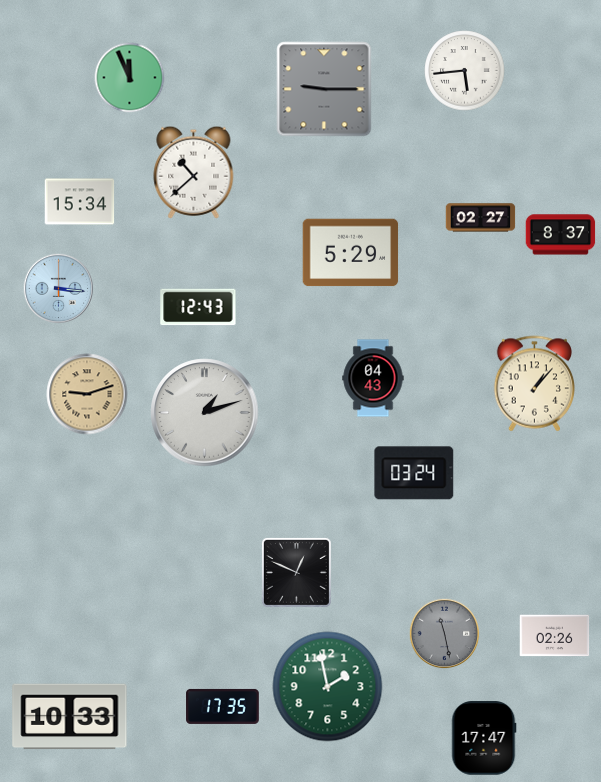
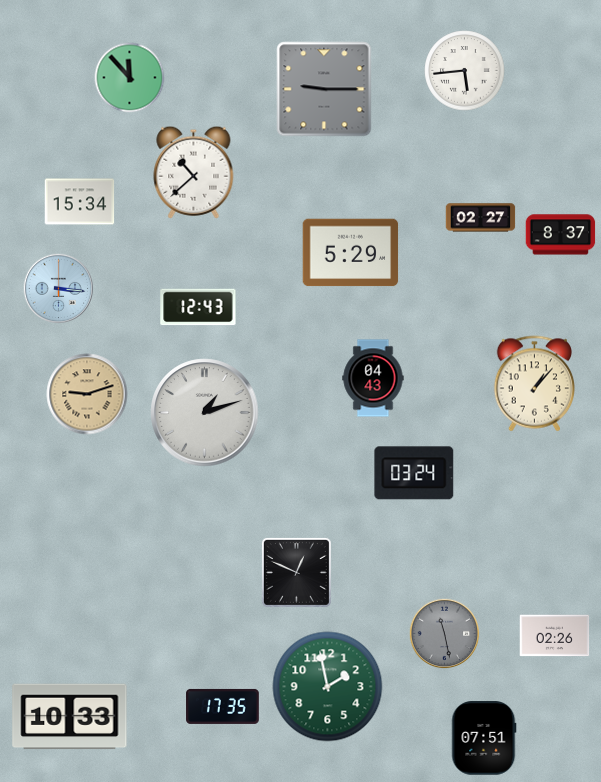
clock at (130, 78): 11:56 -> 11:53
clock at (484, 738): 17:47 -> 07:51
